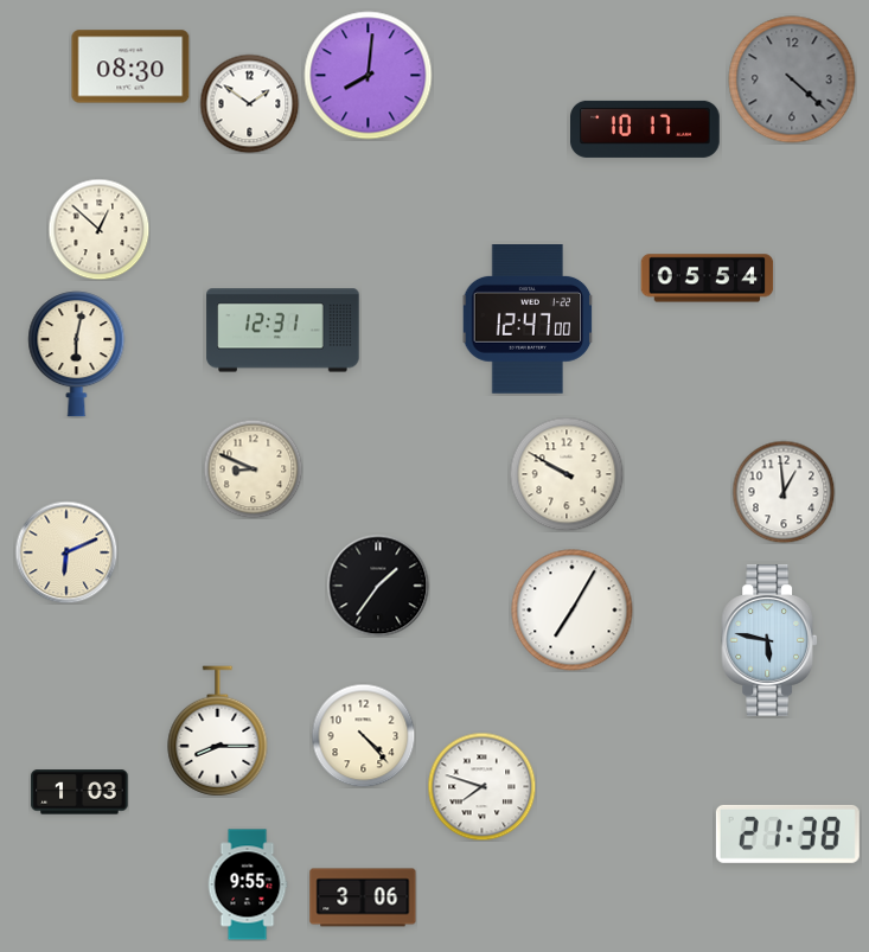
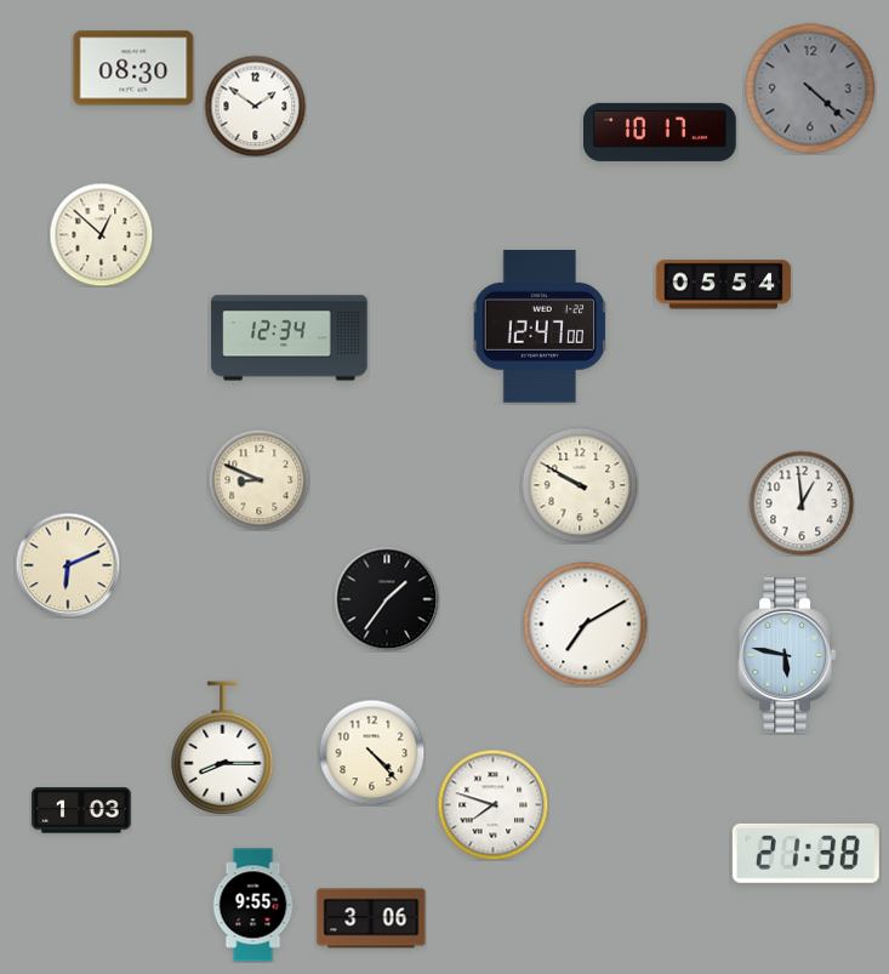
clock at (369, 76): 8:01 -> none
clock at (792, 79) position: (792, 79) -> (810, 89)
clock at (283, 331): 12:31 -> 12:34
clock at (77, 354): 6:02 -> none
clock at (573, 611): 7:05 -> 7:10
